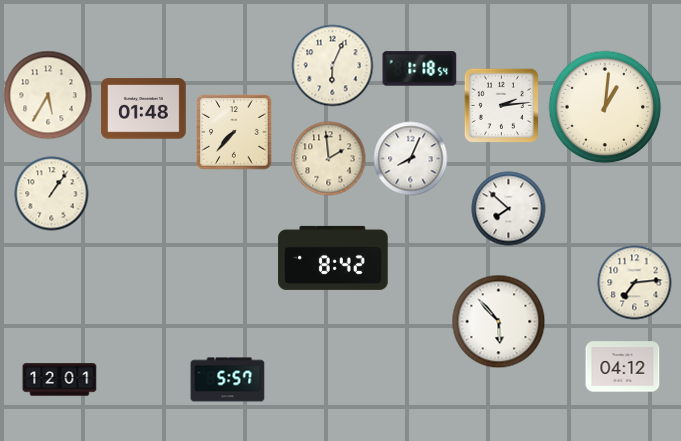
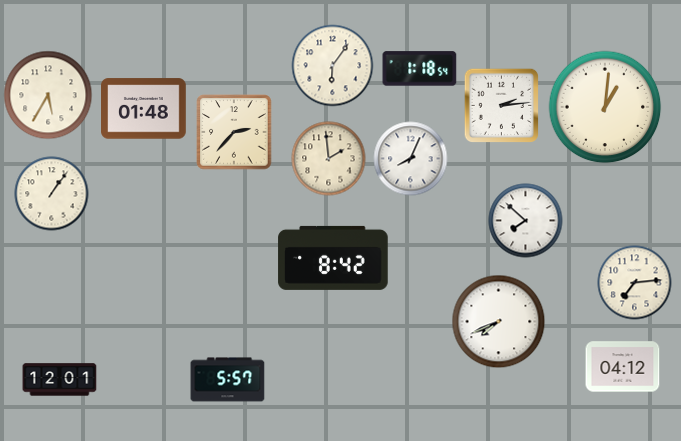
clock at (333, 66): 6:04 -> 6:06
clock at (234, 132): 7:37 -> 2:37
clock at (509, 209) position: (509, 209) -> (526, 221)
clock at (499, 322): 5:53 -> 7:41
